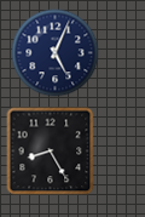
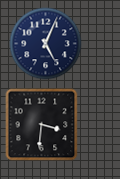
clock at (51, 152): 8:25 -> 3:31
